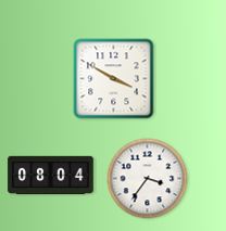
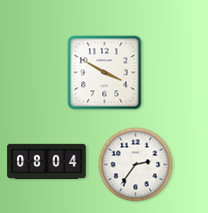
clock at (148, 179): 3:36 -> 2:36
